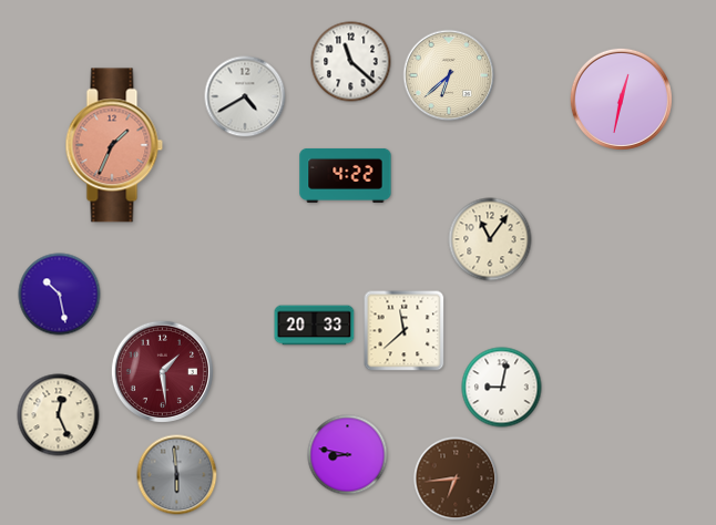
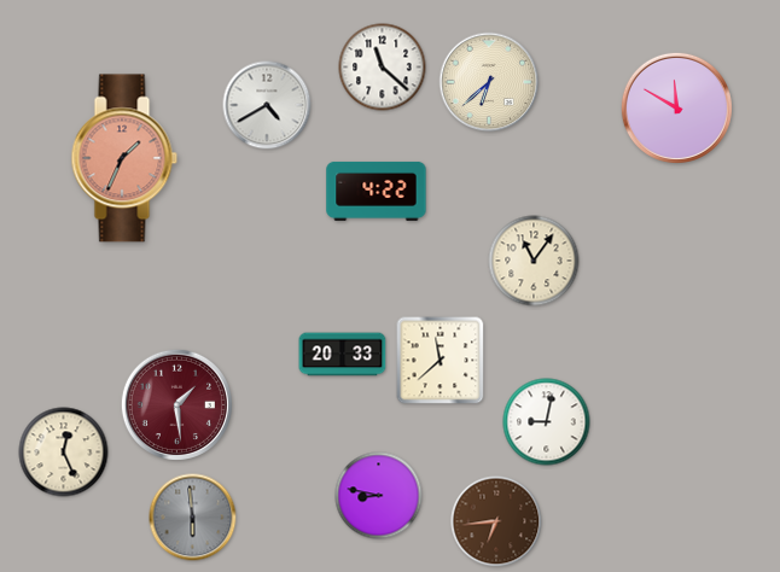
clock at (621, 99): 12:32 -> 11:50
clock at (60, 295): 10:28 -> none
